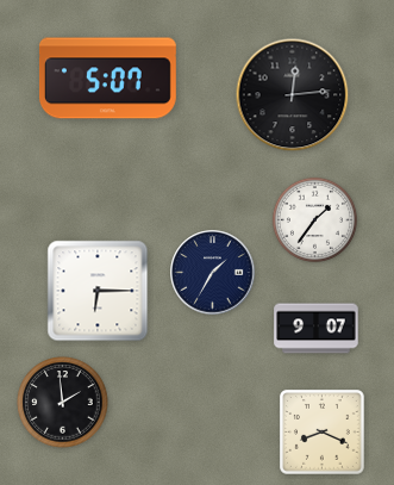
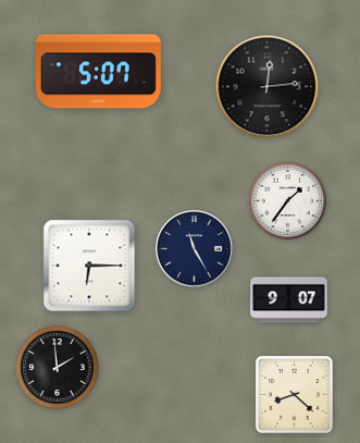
clock at (213, 273): 1:35 -> 11:25
clock at (323, 433): 8:19 -> 8:22
